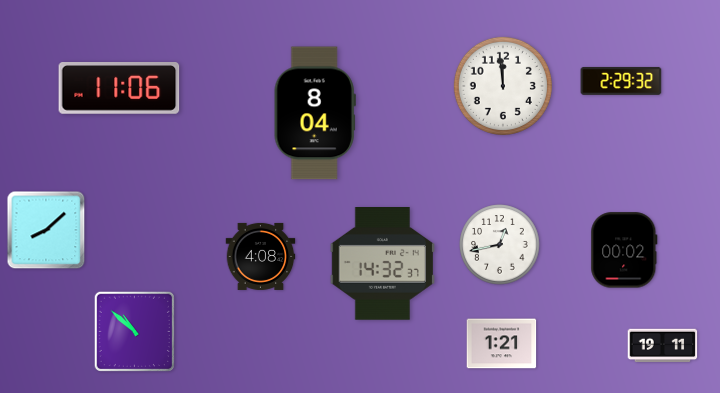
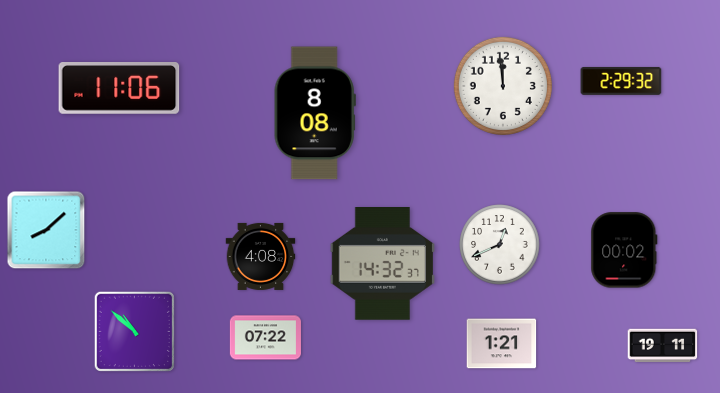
clock at (315, 113): 8:04 -> 8:08
clock at (500, 245): 12:43 -> 12:41
clock at (265, 338): none -> 07:22
